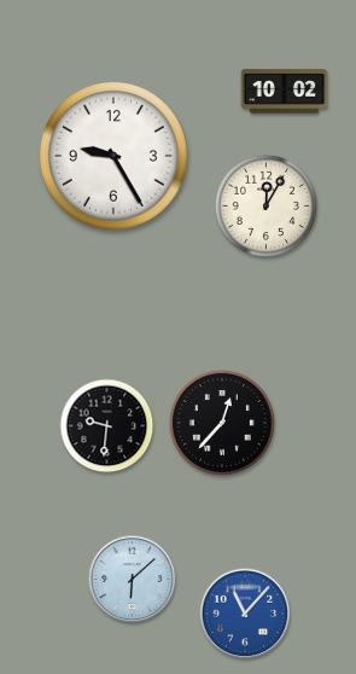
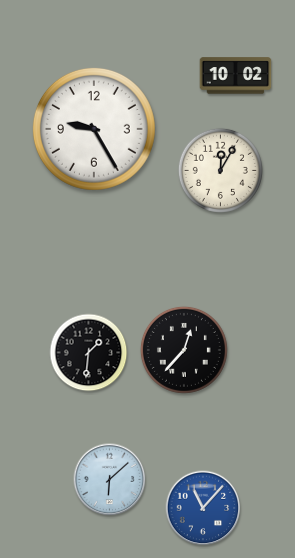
clock at (107, 426): 9:31 -> 1:31
